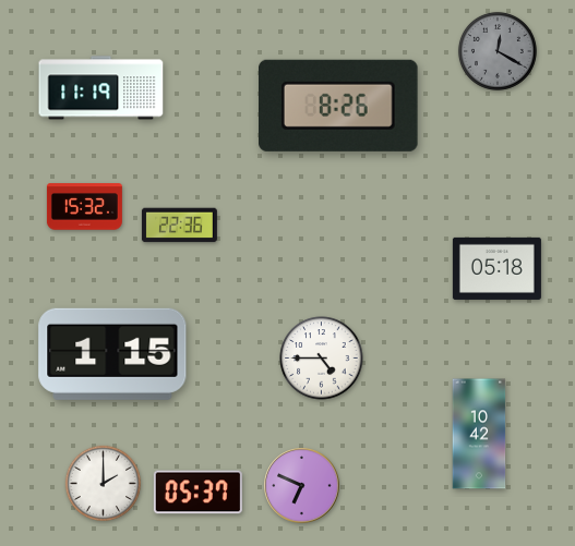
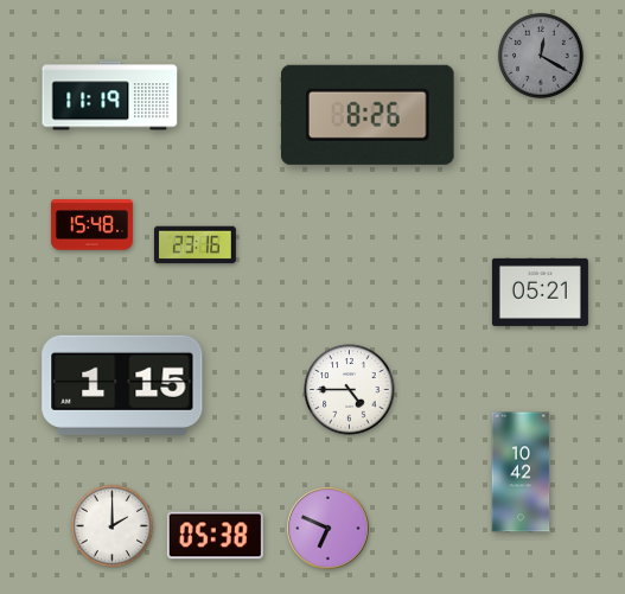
clock at (84, 207): 15:32 -> 15:48
clock at (179, 226): 22:36 -> 23:16
clock at (496, 268): 05:18 -> 05:21
clock at (197, 493): 05:37 -> 05:38
